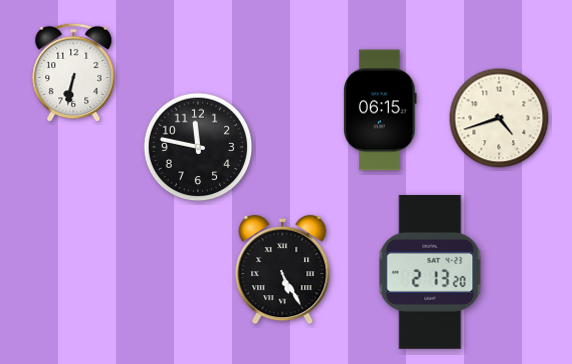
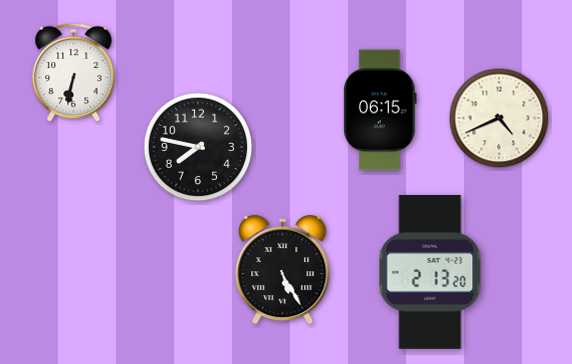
clock at (499, 118): 4:42 -> 4:41
clock at (198, 147): 11:47 -> 7:47
